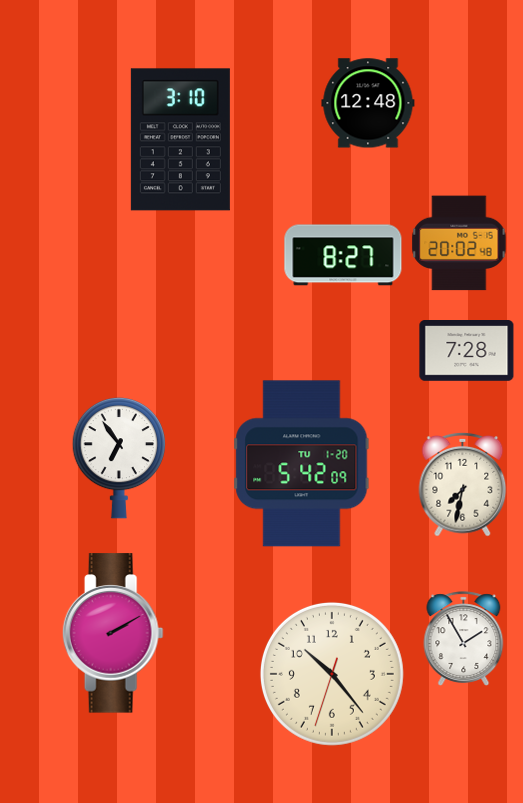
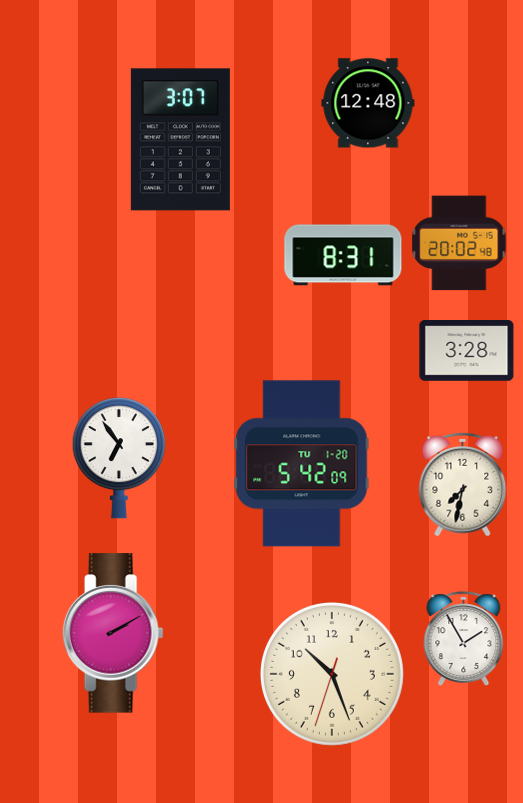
clock at (180, 140): 3:10 -> 3:07
clock at (343, 255): 8:27 -> 8:31
clock at (467, 351): 7:28 -> 3:28
clock at (332, 674): 10:23 -> 10:26
